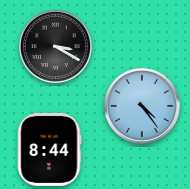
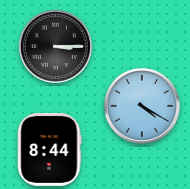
clock at (55, 46): 3:20 -> 3:15
clock at (142, 106): 4:24 -> 4:20
